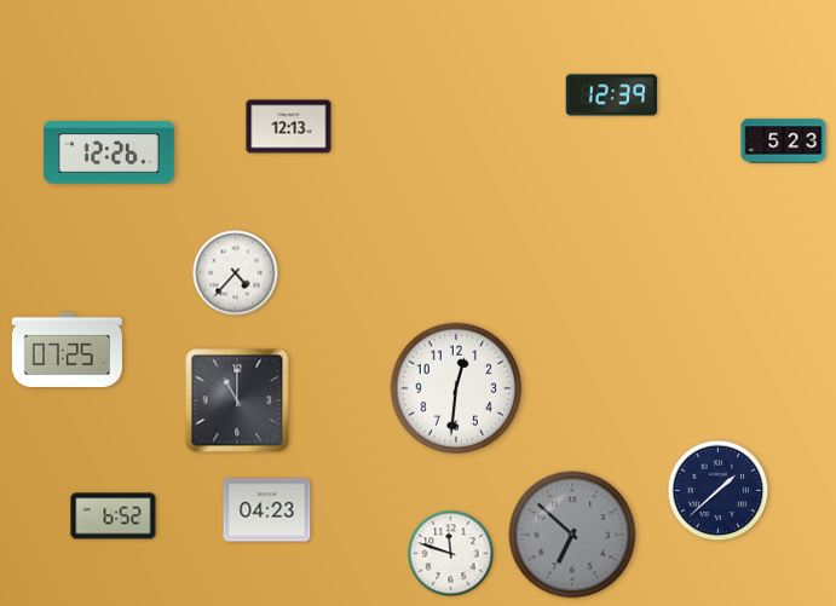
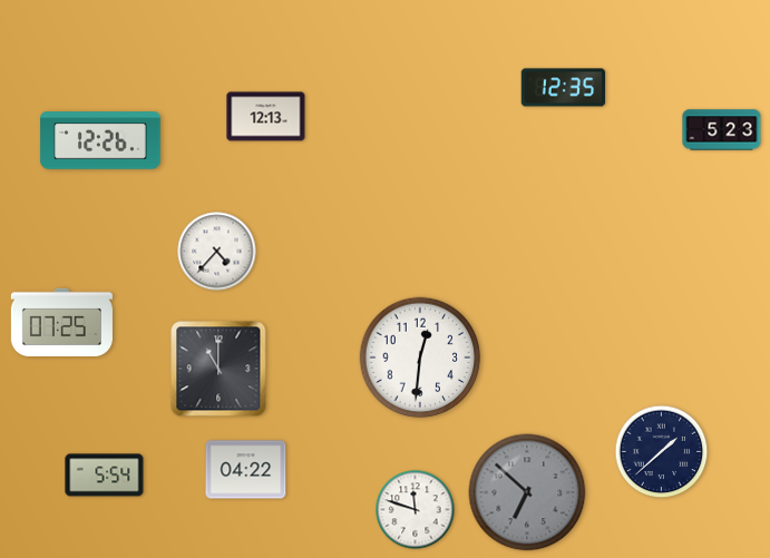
clock at (612, 96): 12:39 -> 12:35
clock at (267, 510): 04:23 -> 04:22
clock at (114, 516): 6:52 -> 5:54
